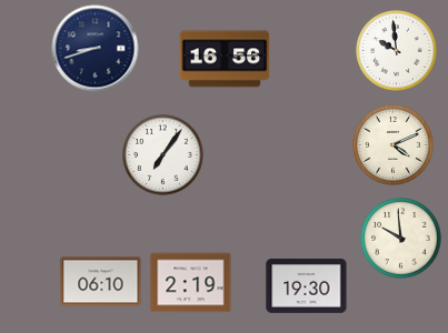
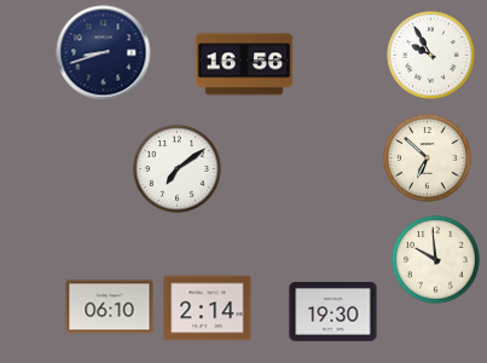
clock at (397, 51): 9:59 -> 9:55
clock at (394, 145): 4:11 -> 6:52
clock at (163, 155): 7:06 -> 7:09
clock at (191, 283): 2:19 -> 2:14
